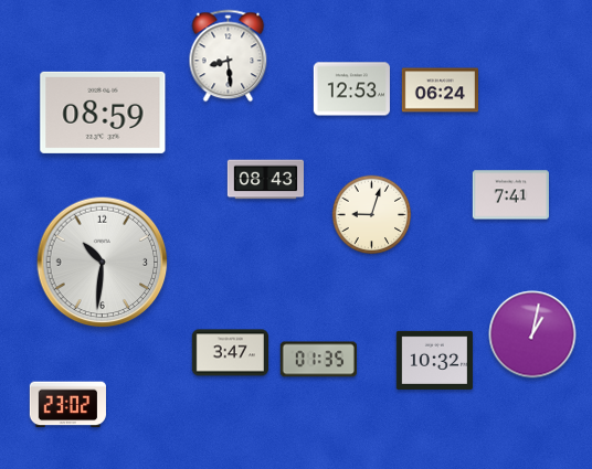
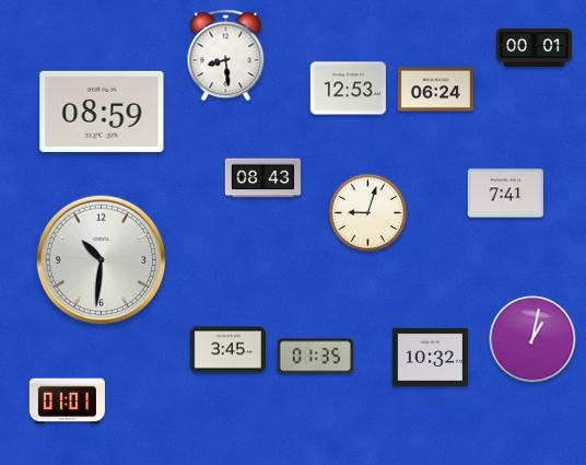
clock at (534, 48): none -> 00:01
clock at (532, 334) position: (532, 334) -> (532, 339)
clock at (230, 353): 3:47 -> 3:45
clock at (67, 405): 23:02 -> 01:01
